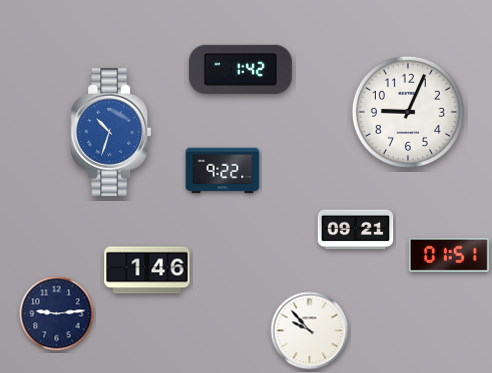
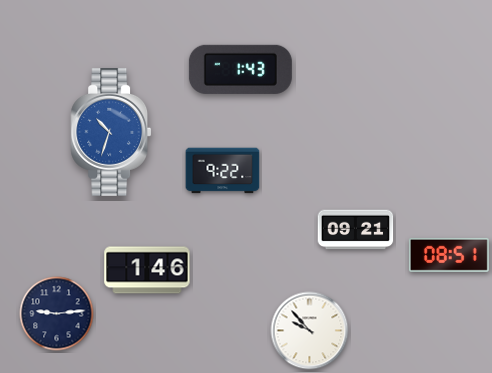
clock at (240, 69): 1:42 -> 1:43
clock at (408, 112): 9:04 -> none
clock at (449, 255): 01:51 -> 08:51
